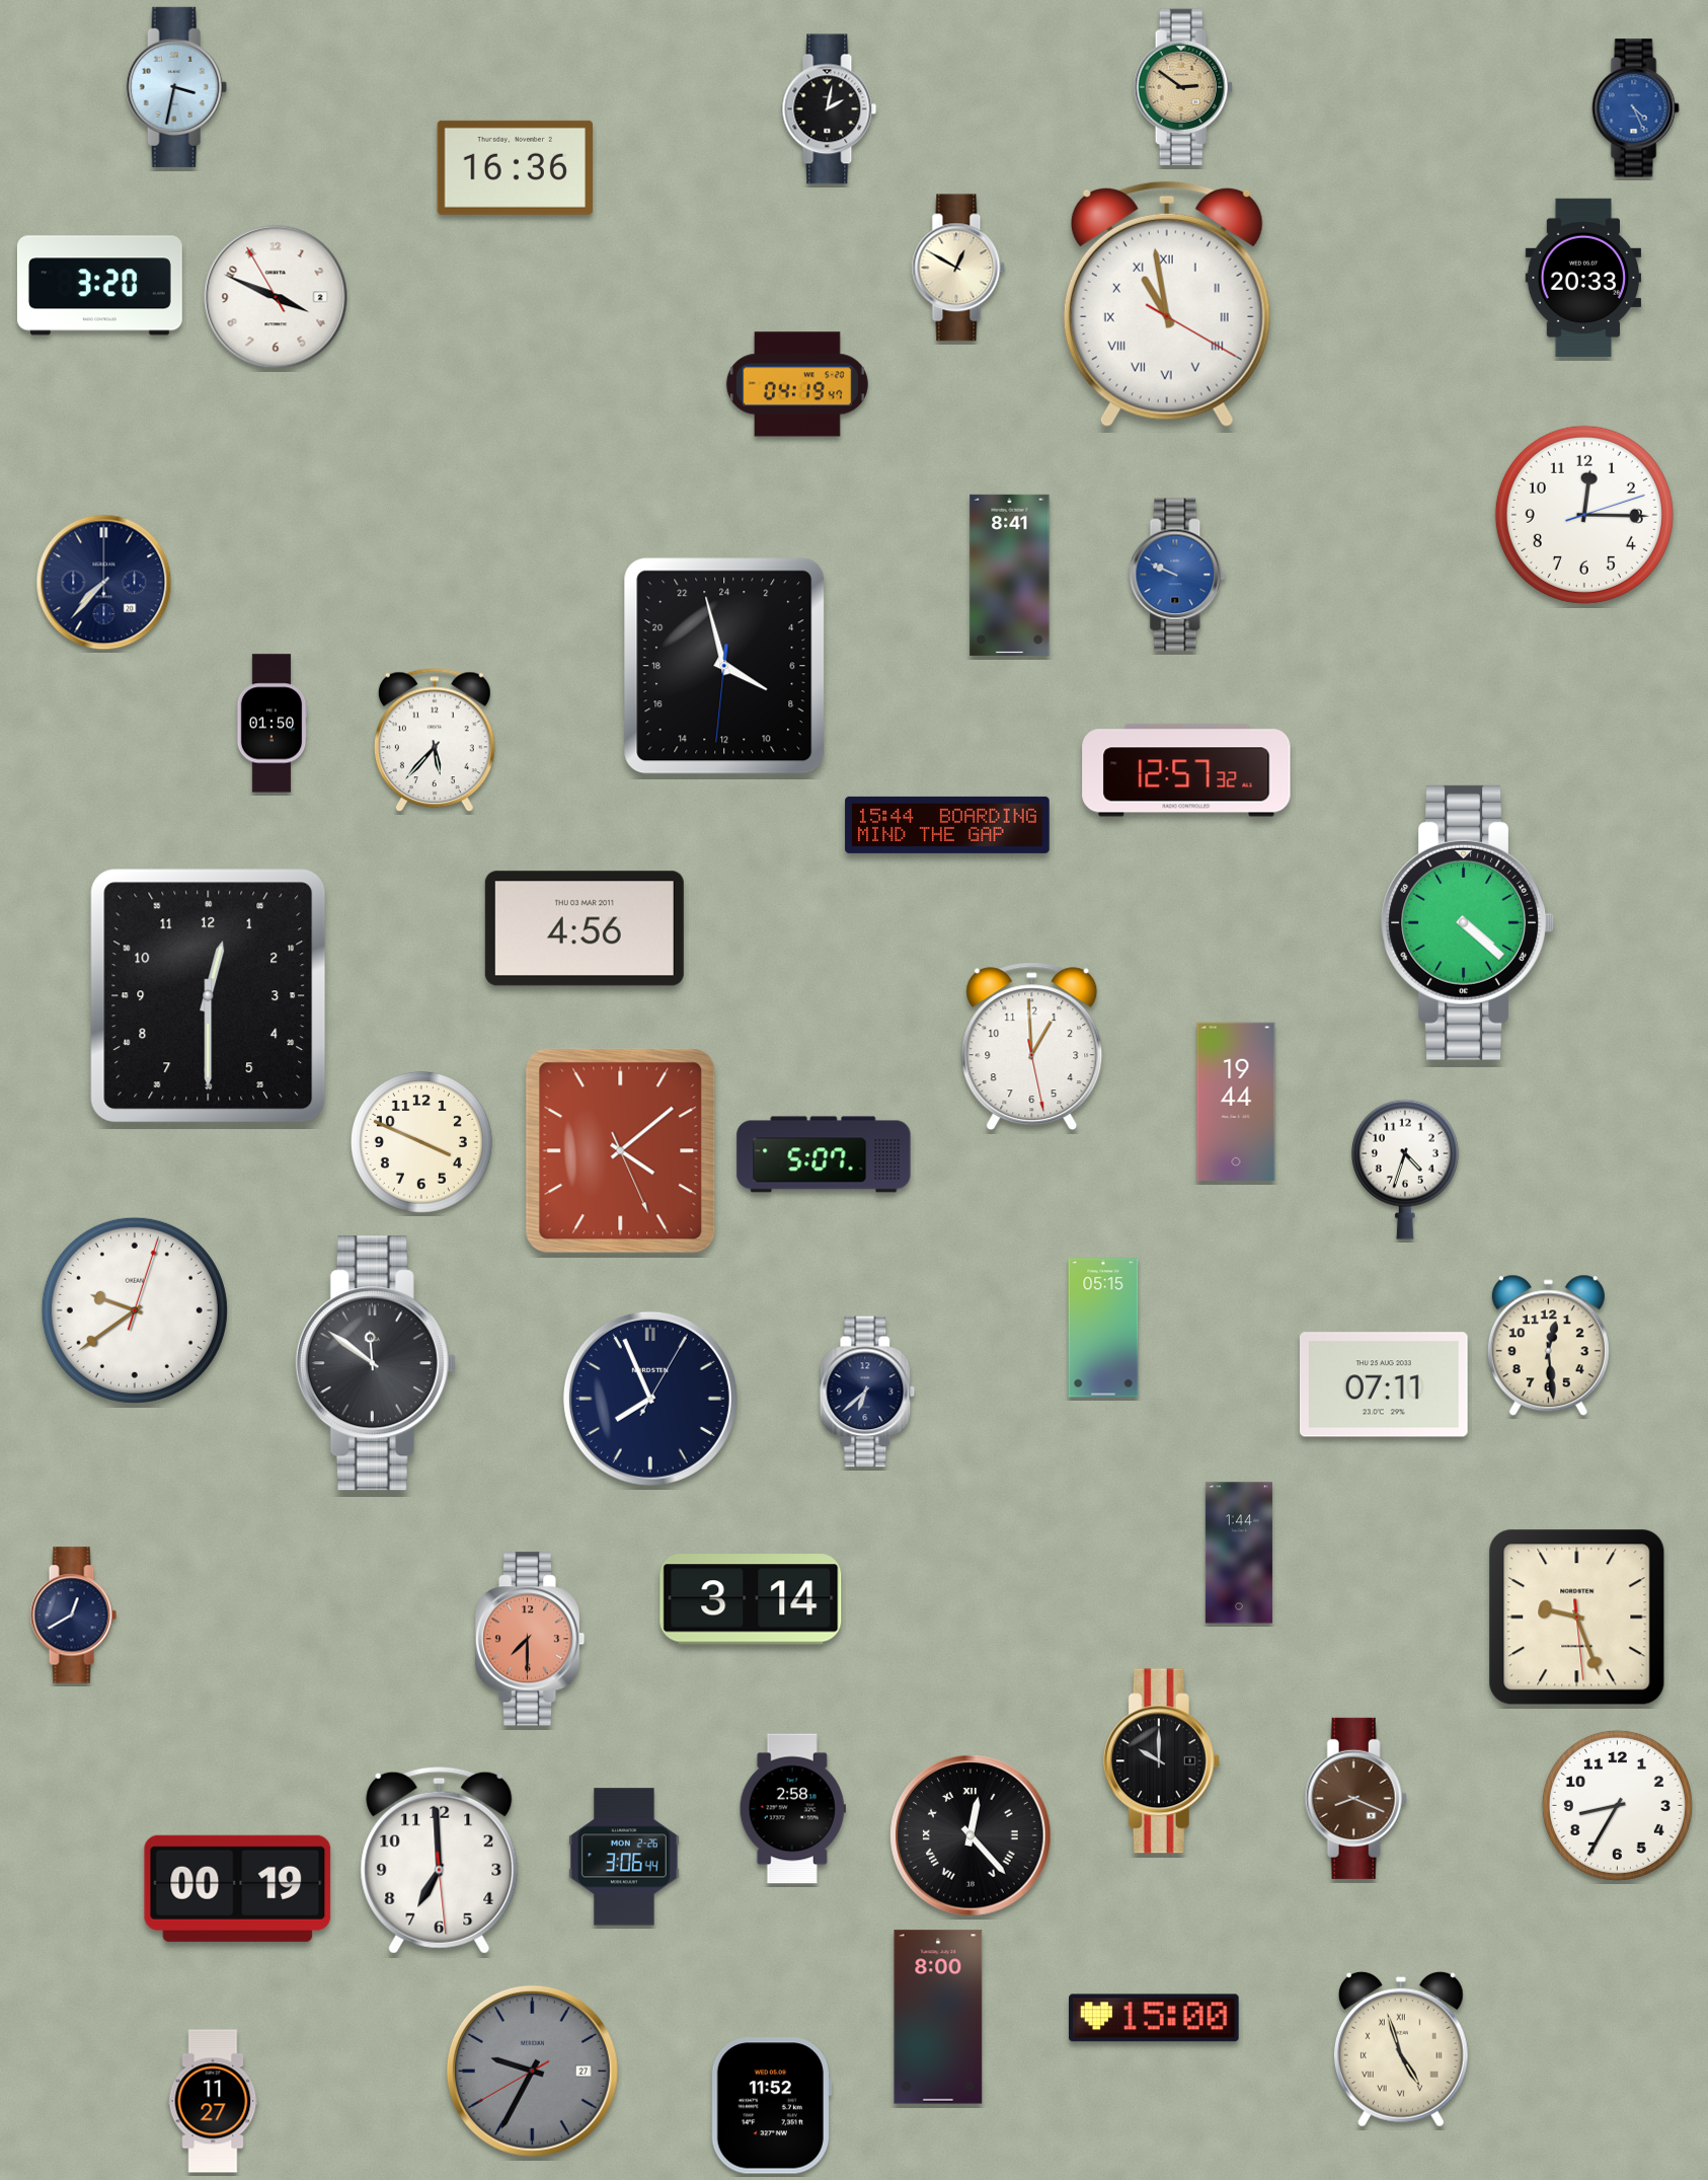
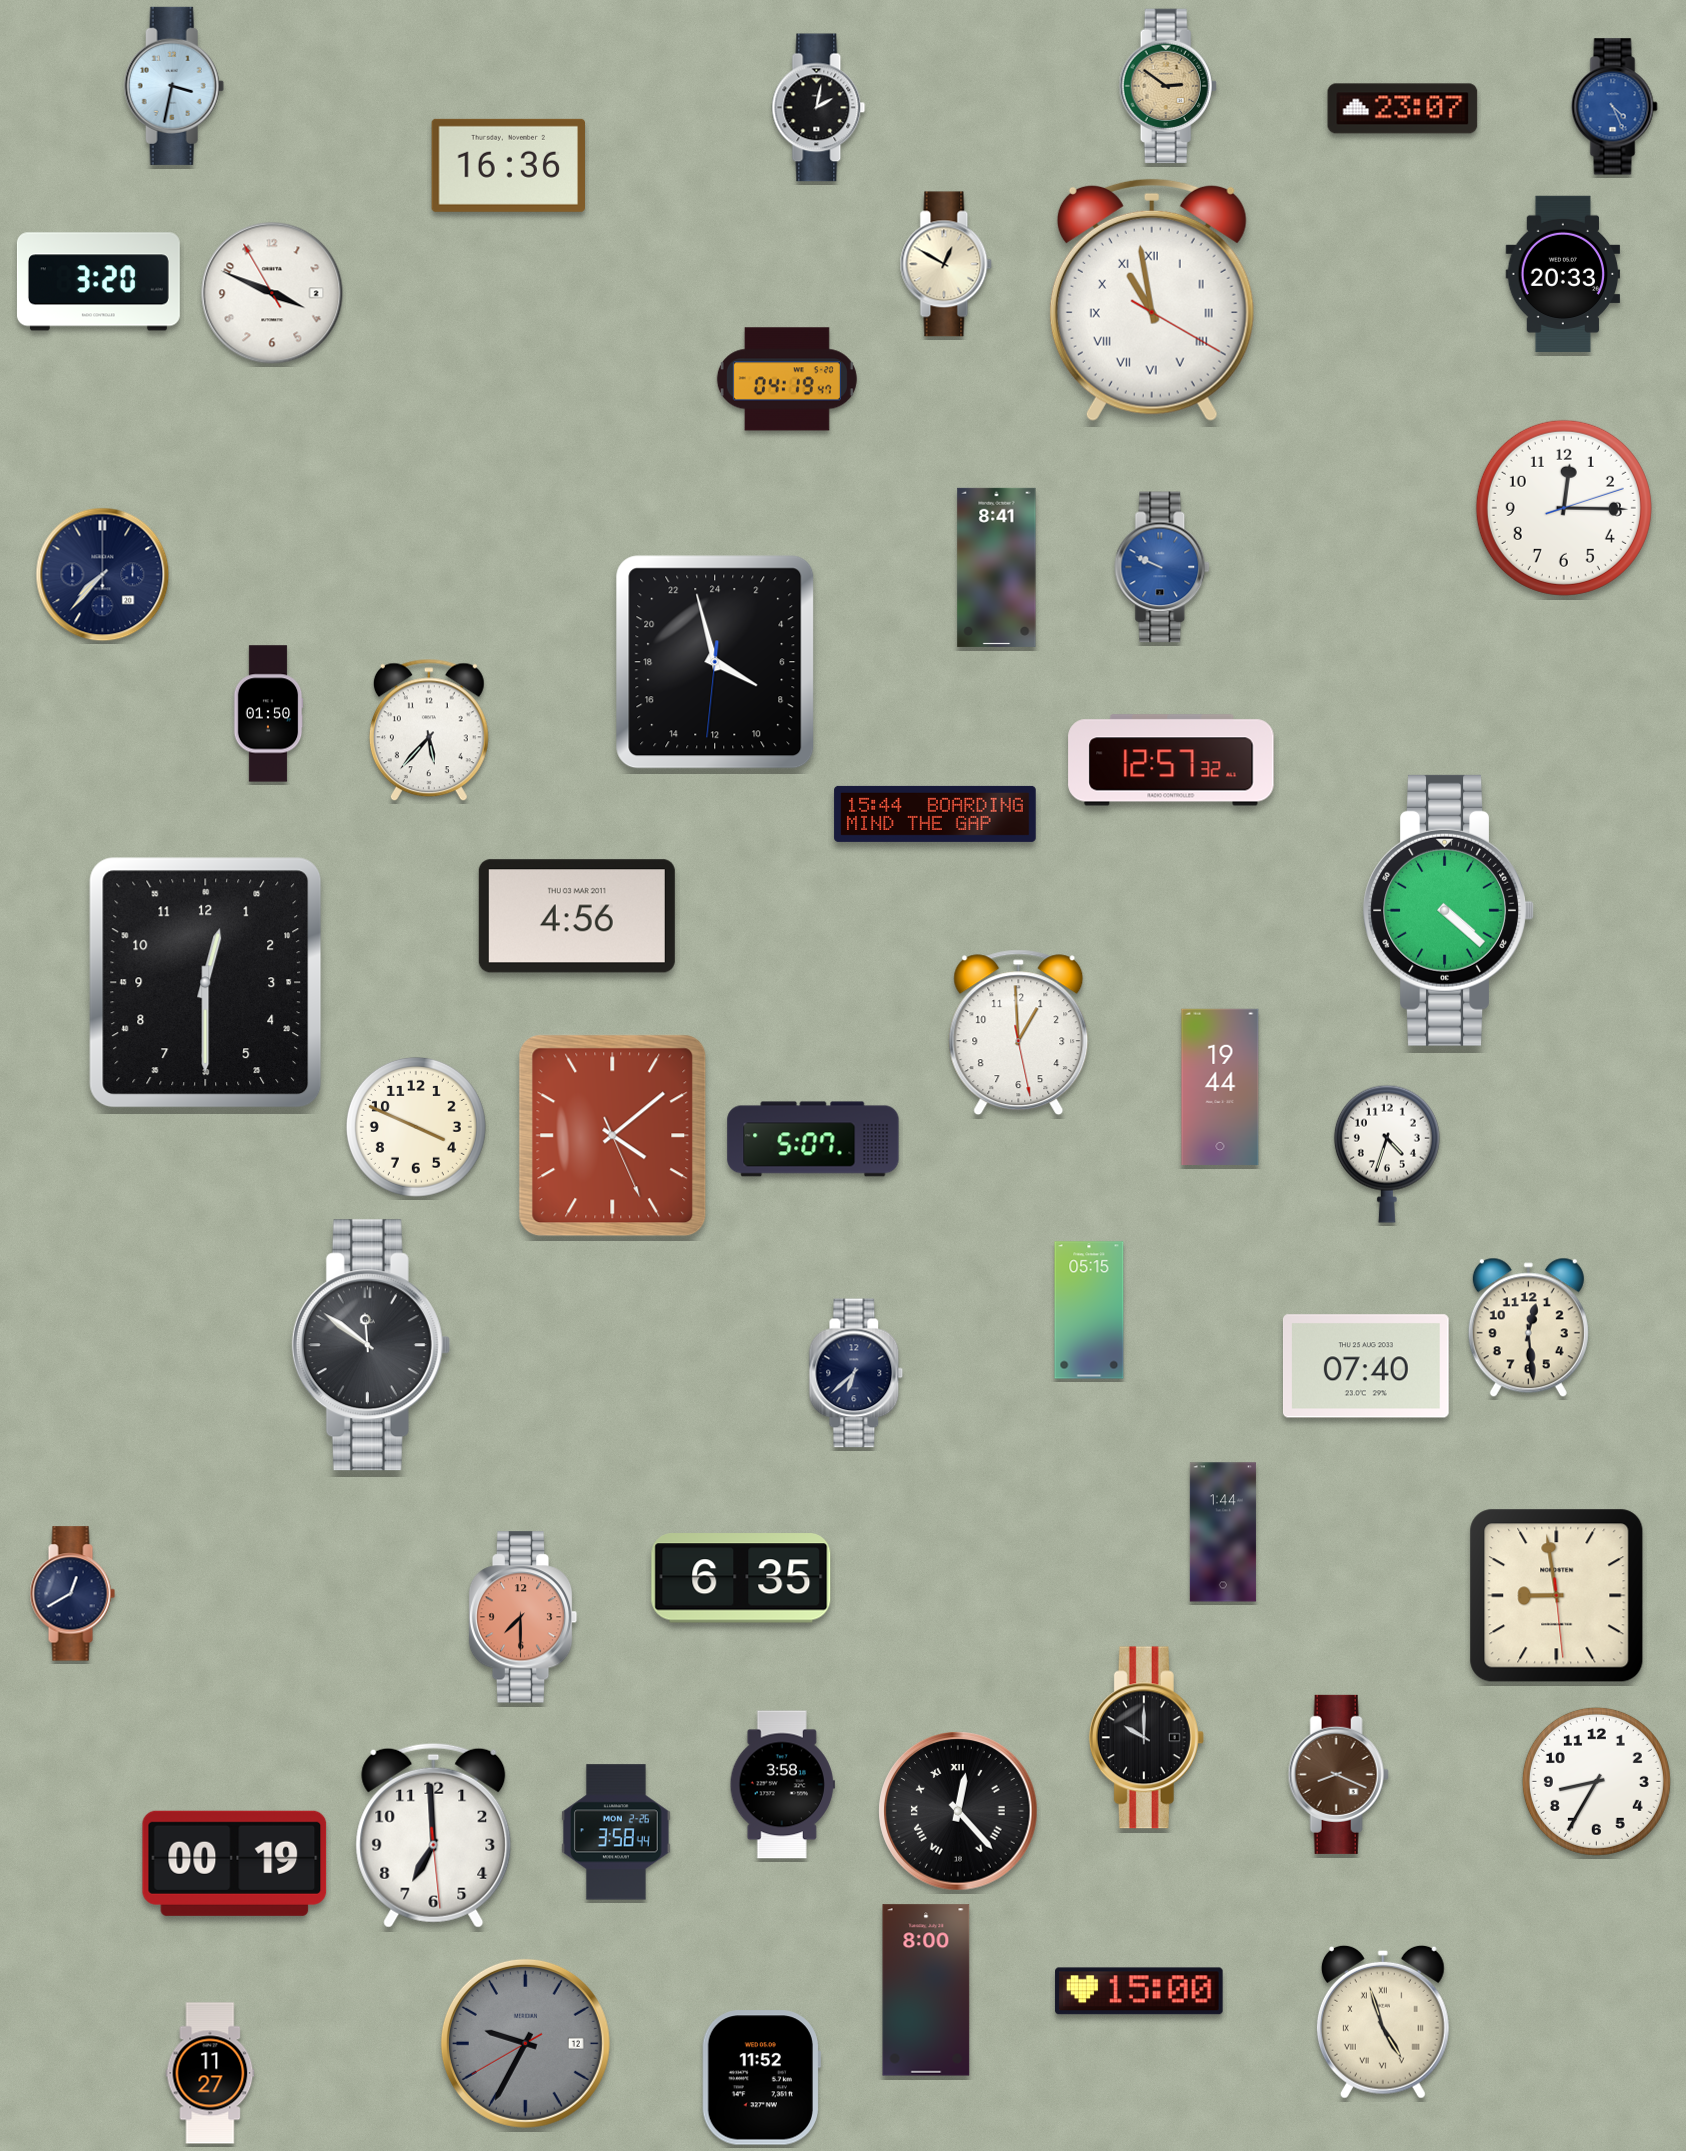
clock at (1403, 109): none -> 23:07
clock at (724, 666) position: (724, 666) -> (715, 662)
clock at (135, 1310): 9:39 -> none
clock at (1384, 1384): 07:11 -> 07:40
clock at (650, 1399): 7:56 -> none
clock at (751, 1599): 3:14 -> 6:35
clock at (1577, 1618): 9:26 -> 8:58
clock at (792, 1809): 2:58 -> 3:58
clock at (624, 1857): 3:06 -> 3:58
clock at (532, 2071) date: 27 -> 12
